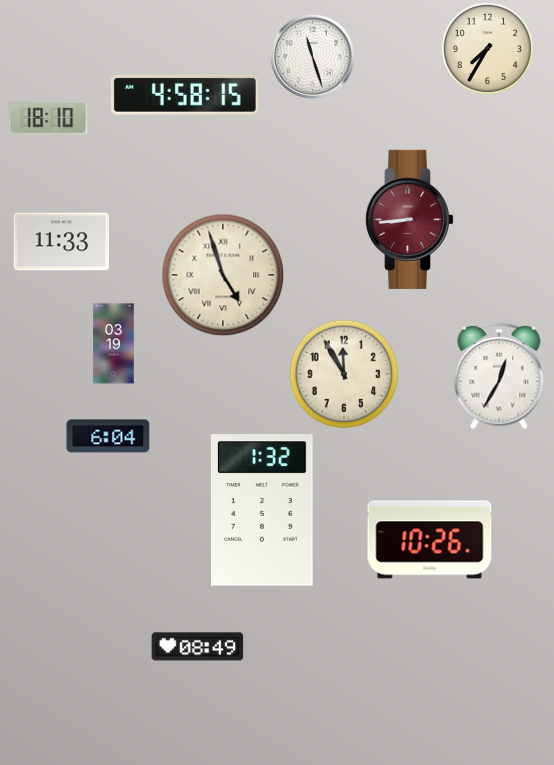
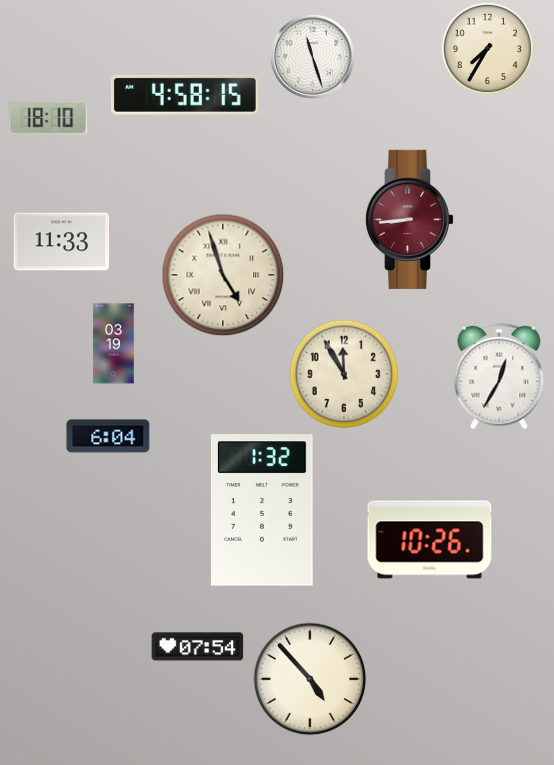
clock at (198, 647): 08:49 -> 07:54
clock at (310, 679): none -> 4:53
